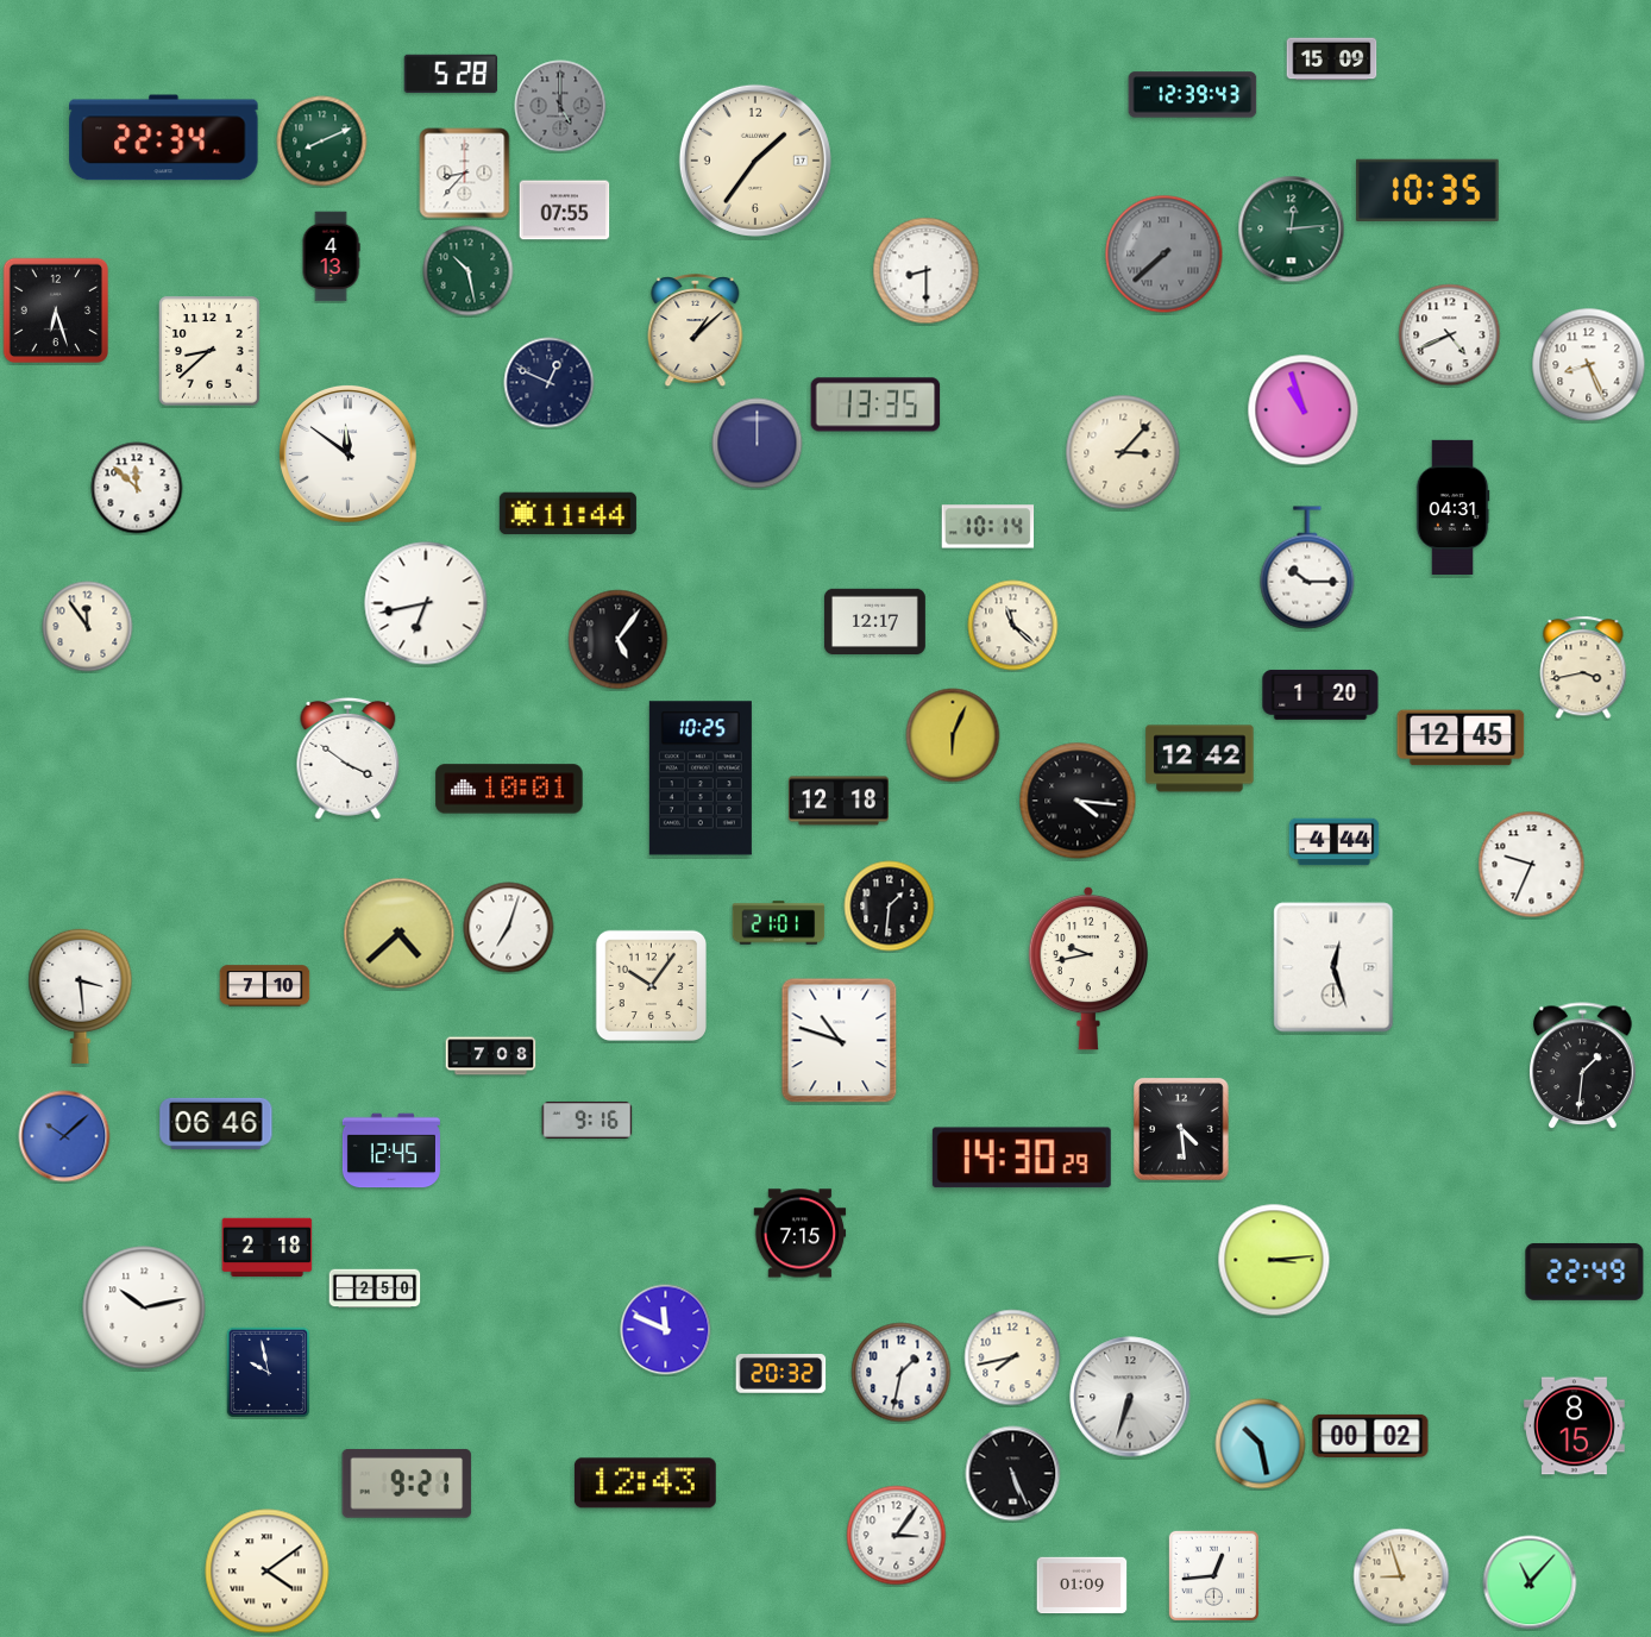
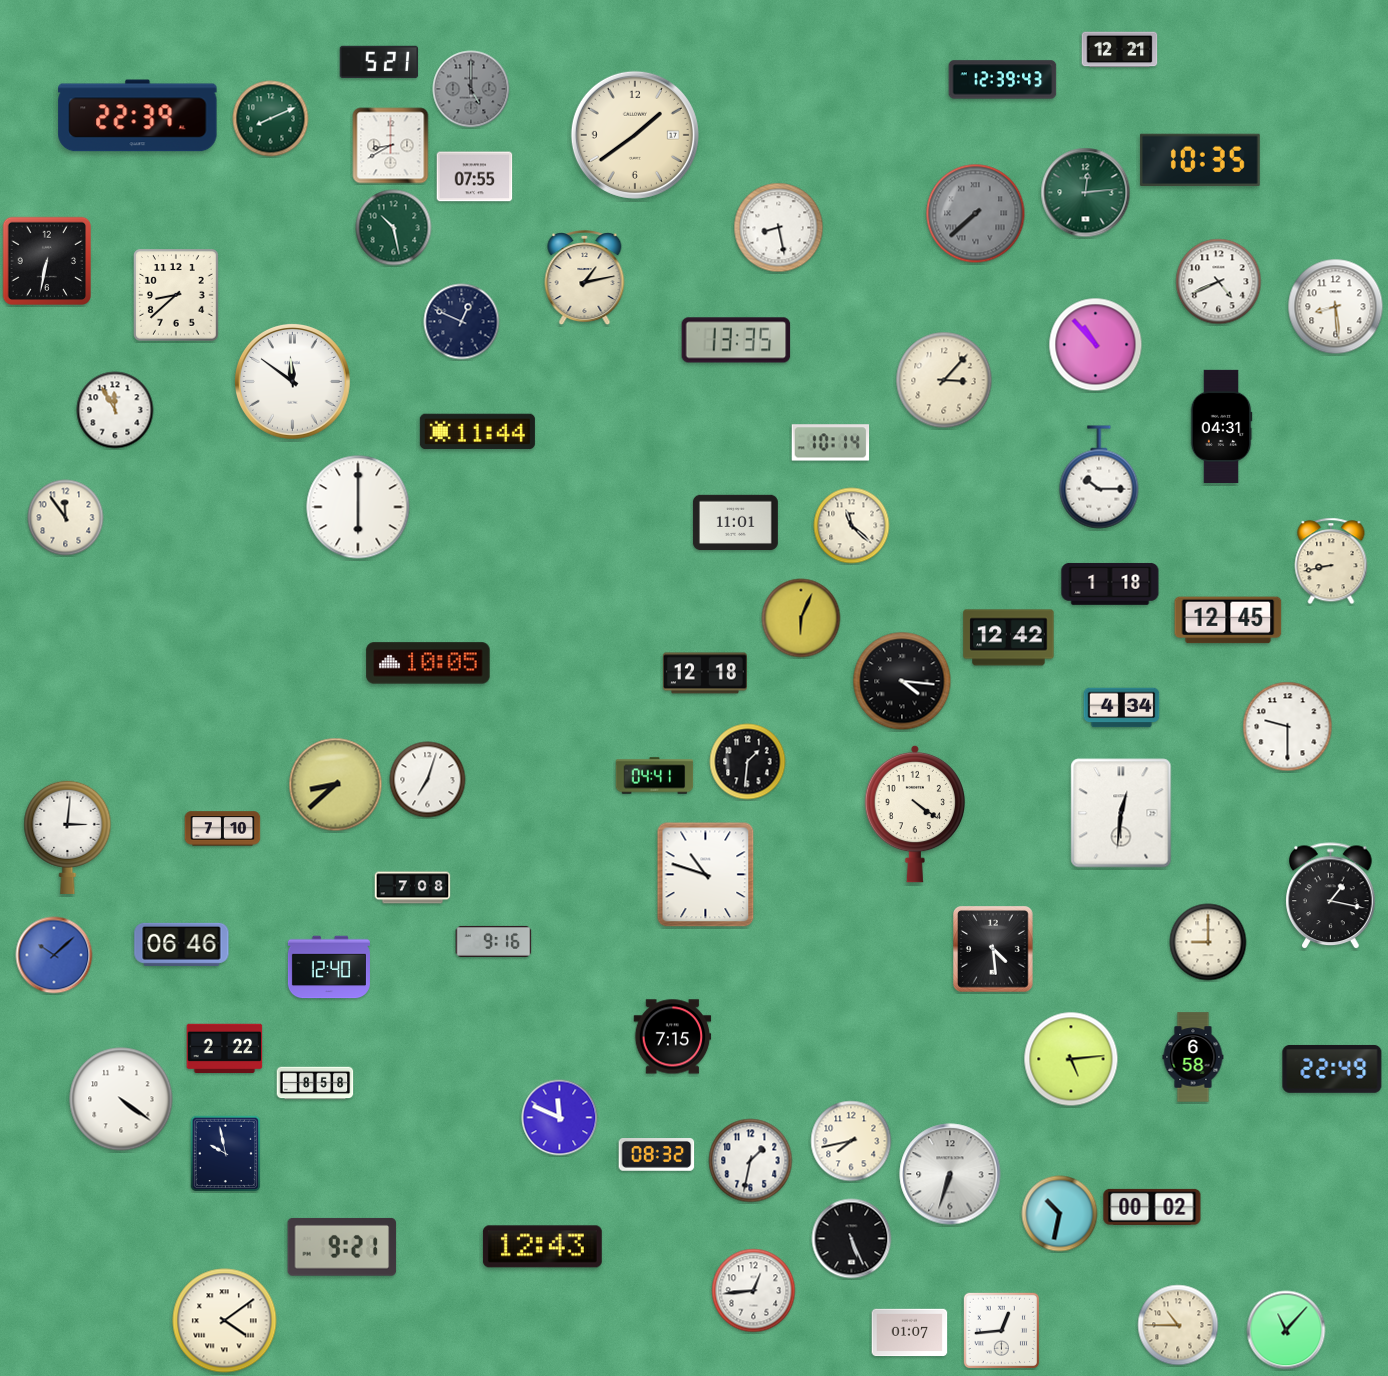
clock at (1332, 59): 15:09 -> 12:21
clock at (451, 74): 5:28 -> 5:21
clock at (164, 138): 22:34 -> 22:39
clock at (755, 161): 1:36 -> 1:39
clock at (465, 174): 8:37 -> 8:40
clock at (1165, 255) position: (1165, 255) -> (976, 214)
clock at (331, 257): 4:13 -> none
clock at (927, 271): 8:30 -> 8:28
clock at (55, 309): 6:27 -> 6:32
clock at (696, 332): 1:08 -> 1:13
clock at (1589, 365): 8:26 -> 8:29
clock at (1304, 410): 10:57 -> 10:53
clock at (758, 444): 12:00 -> none
clock at (137, 488): 11:52 -> 11:55
clock at (426, 603): 6:43 -> 6:00
clock at (874, 621): 12:17 -> 11:01
clock at (88, 627) position: (88, 627) -> (66, 518)
clock at (619, 640): 5:06 -> none
clock at (1583, 667): 3:43 -> 8:43
clock at (1320, 695): 1:20 -> 1:18
clock at (349, 758): 3:51 -> none
clock at (701, 778): 10:25 -> none
clock at (509, 789): 10:01 -> 10:05
clock at (1078, 801) position: (1078, 801) -> (902, 681)
clock at (1335, 842): 4:44 -> 4:34
clock at (1532, 865): 9:34 -> 9:30
clock at (779, 923): 21:01 -> 04:41
clock at (400, 934): 4:38 -> 8:38
clock at (1333, 967): 12:27 -> 12:31
clock at (1087, 968): 9:43 -> 4:21
clock at (651, 985): 10:06 -> none
clock at (81, 996): 3:29 -> 3:01
clock at (1583, 1066): 1:31 -> 1:17
clock at (1208, 942): none -> 9:00
clock at (391, 1150): 12:45 -> 12:40
clock at (1022, 1158): 14:30 -> none
clock at (268, 1248): 2:18 -> 2:22
clock at (1193, 1057): none -> 6:58
clock at (1274, 1260): 3:14 -> 5:14
clock at (375, 1288): 2:50 -> 8:58
clock at (144, 1307): 10:13 -> 4:21
clock at (902, 1373) position: (902, 1373) -> (751, 1161)
clock at (781, 1374): 20:32 -> 08:32
clock at (1574, 1426): 8:15 -> none
clock at (1261, 1444): 10:28 -> 10:32
clock at (897, 1536): 3:06 -> 12:44
clock at (1213, 1575) position: (1213, 1575) -> (1001, 1330)
clock at (1401, 1576): 8:57 -> 10:45
clock at (1082, 1586): 01:09 -> 01:07
